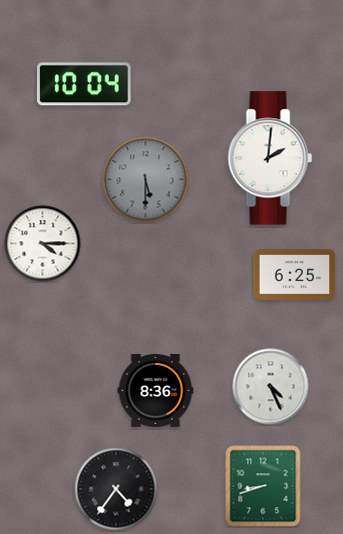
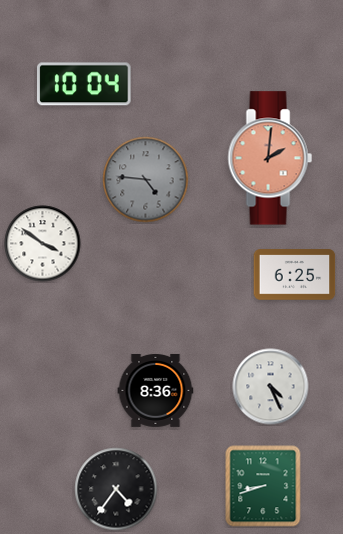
clock at (270, 158) dial: white -> salmon
clock at (146, 180): 5:30 -> 4:46
clock at (43, 244): 4:15 -> 3:51
